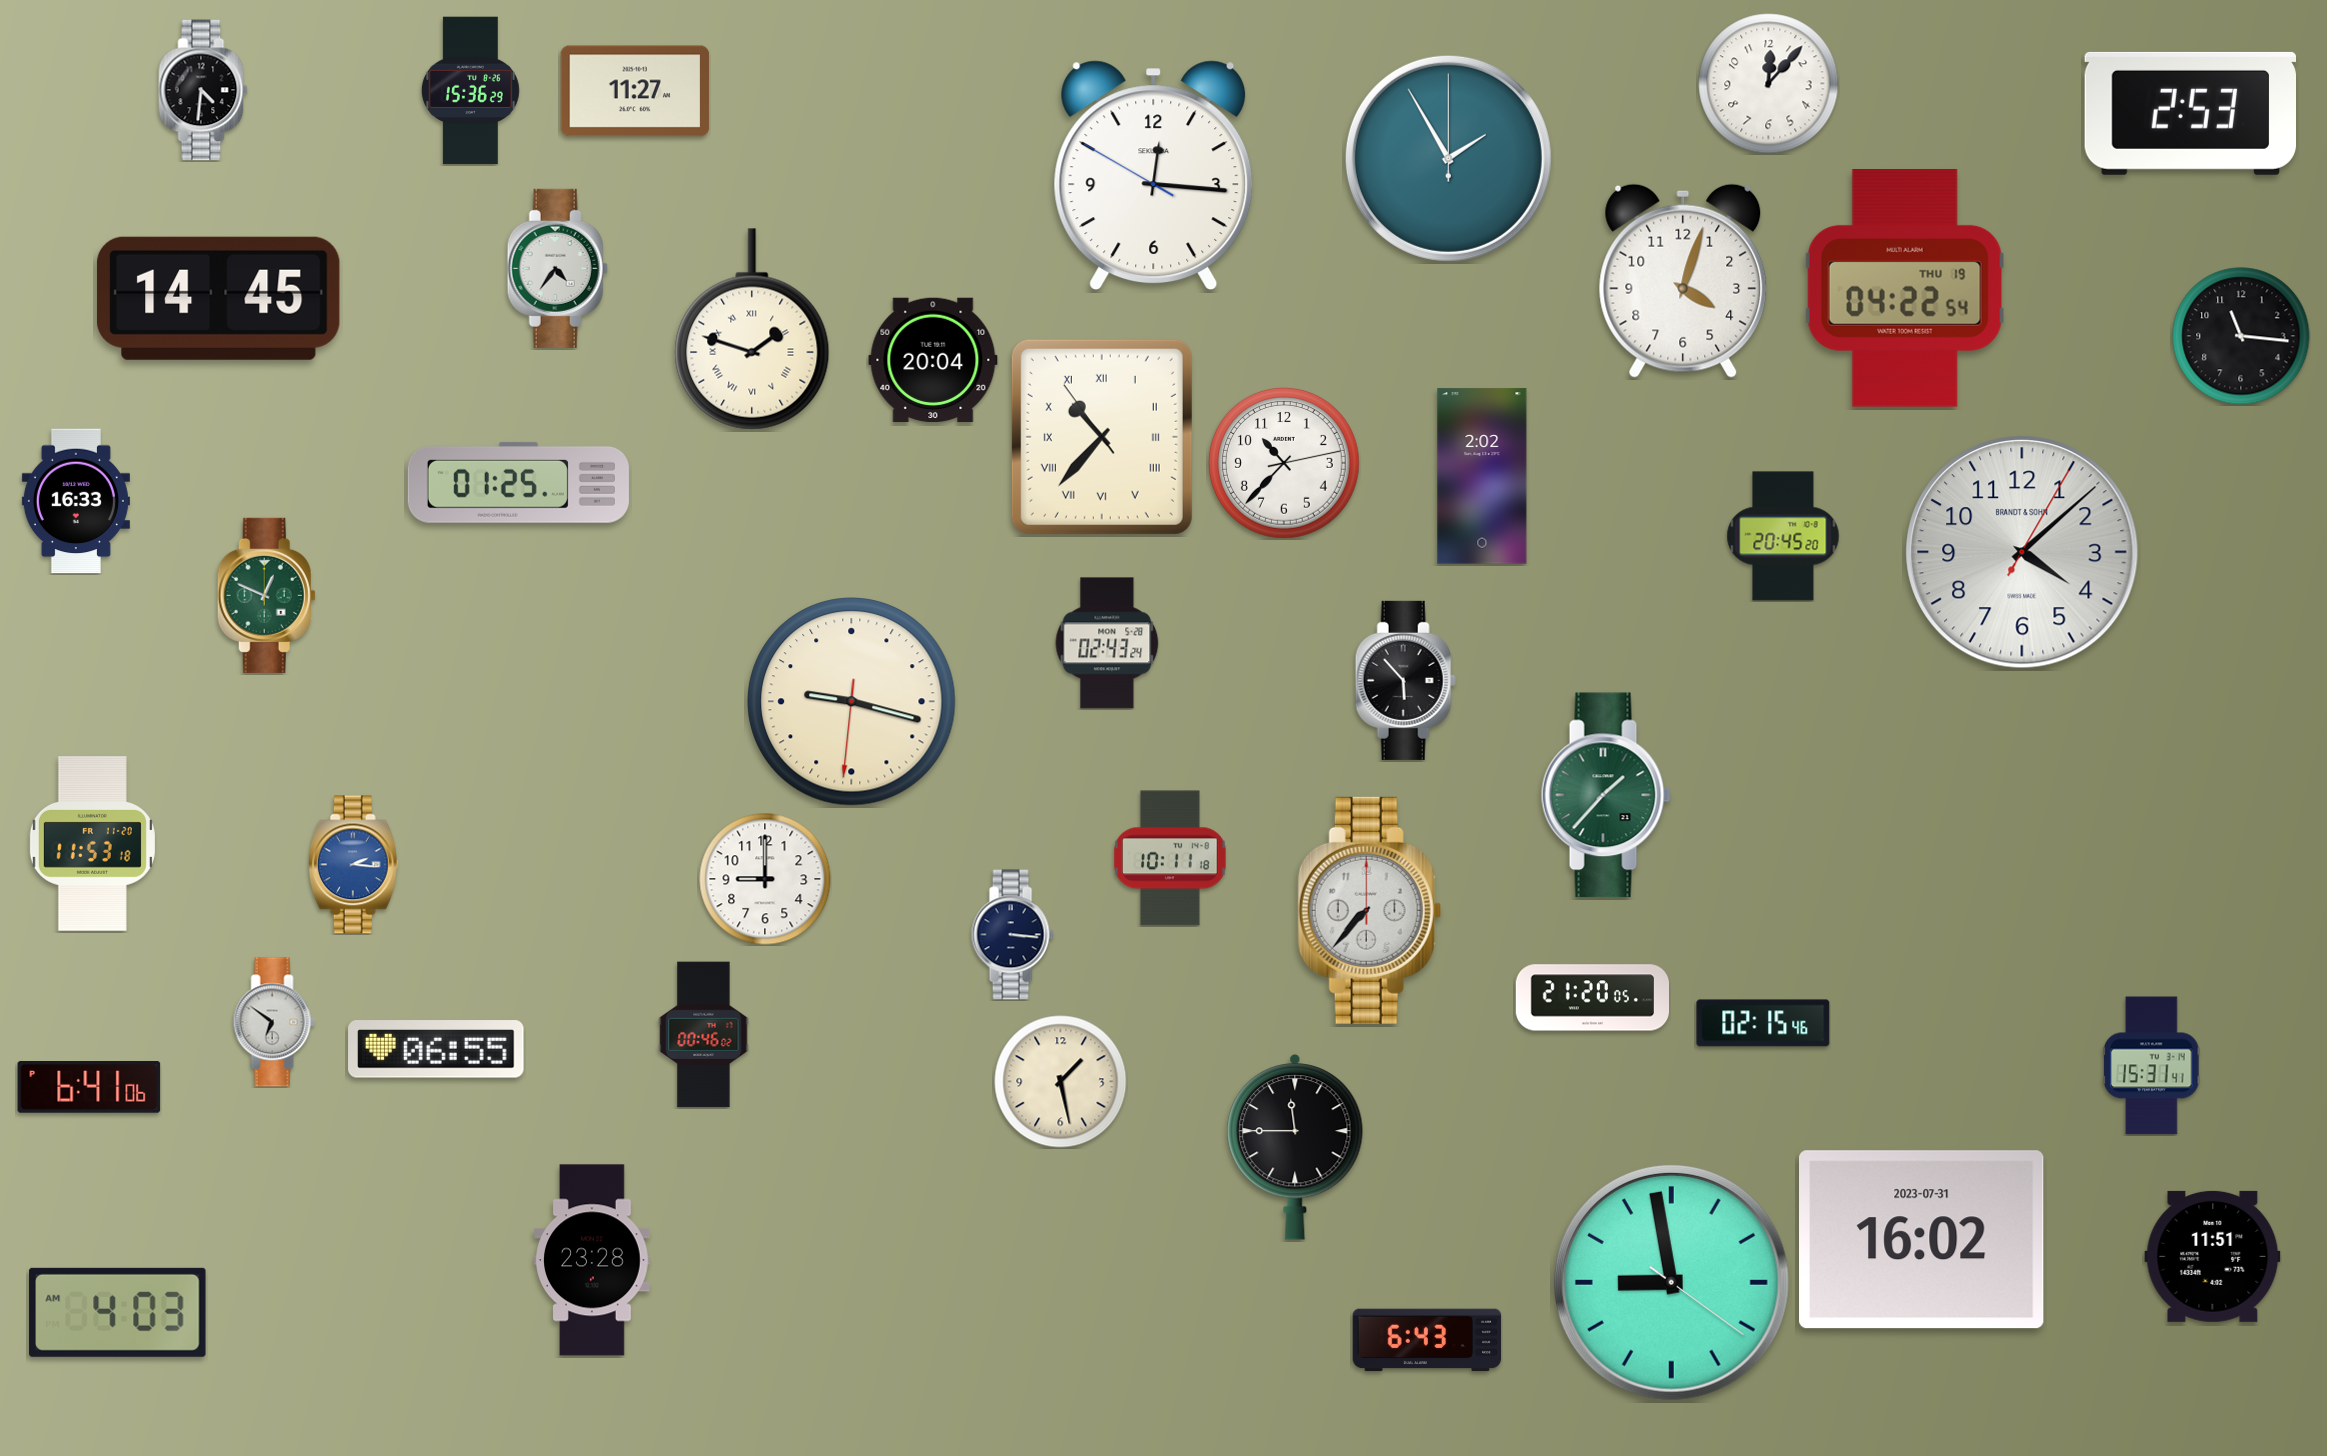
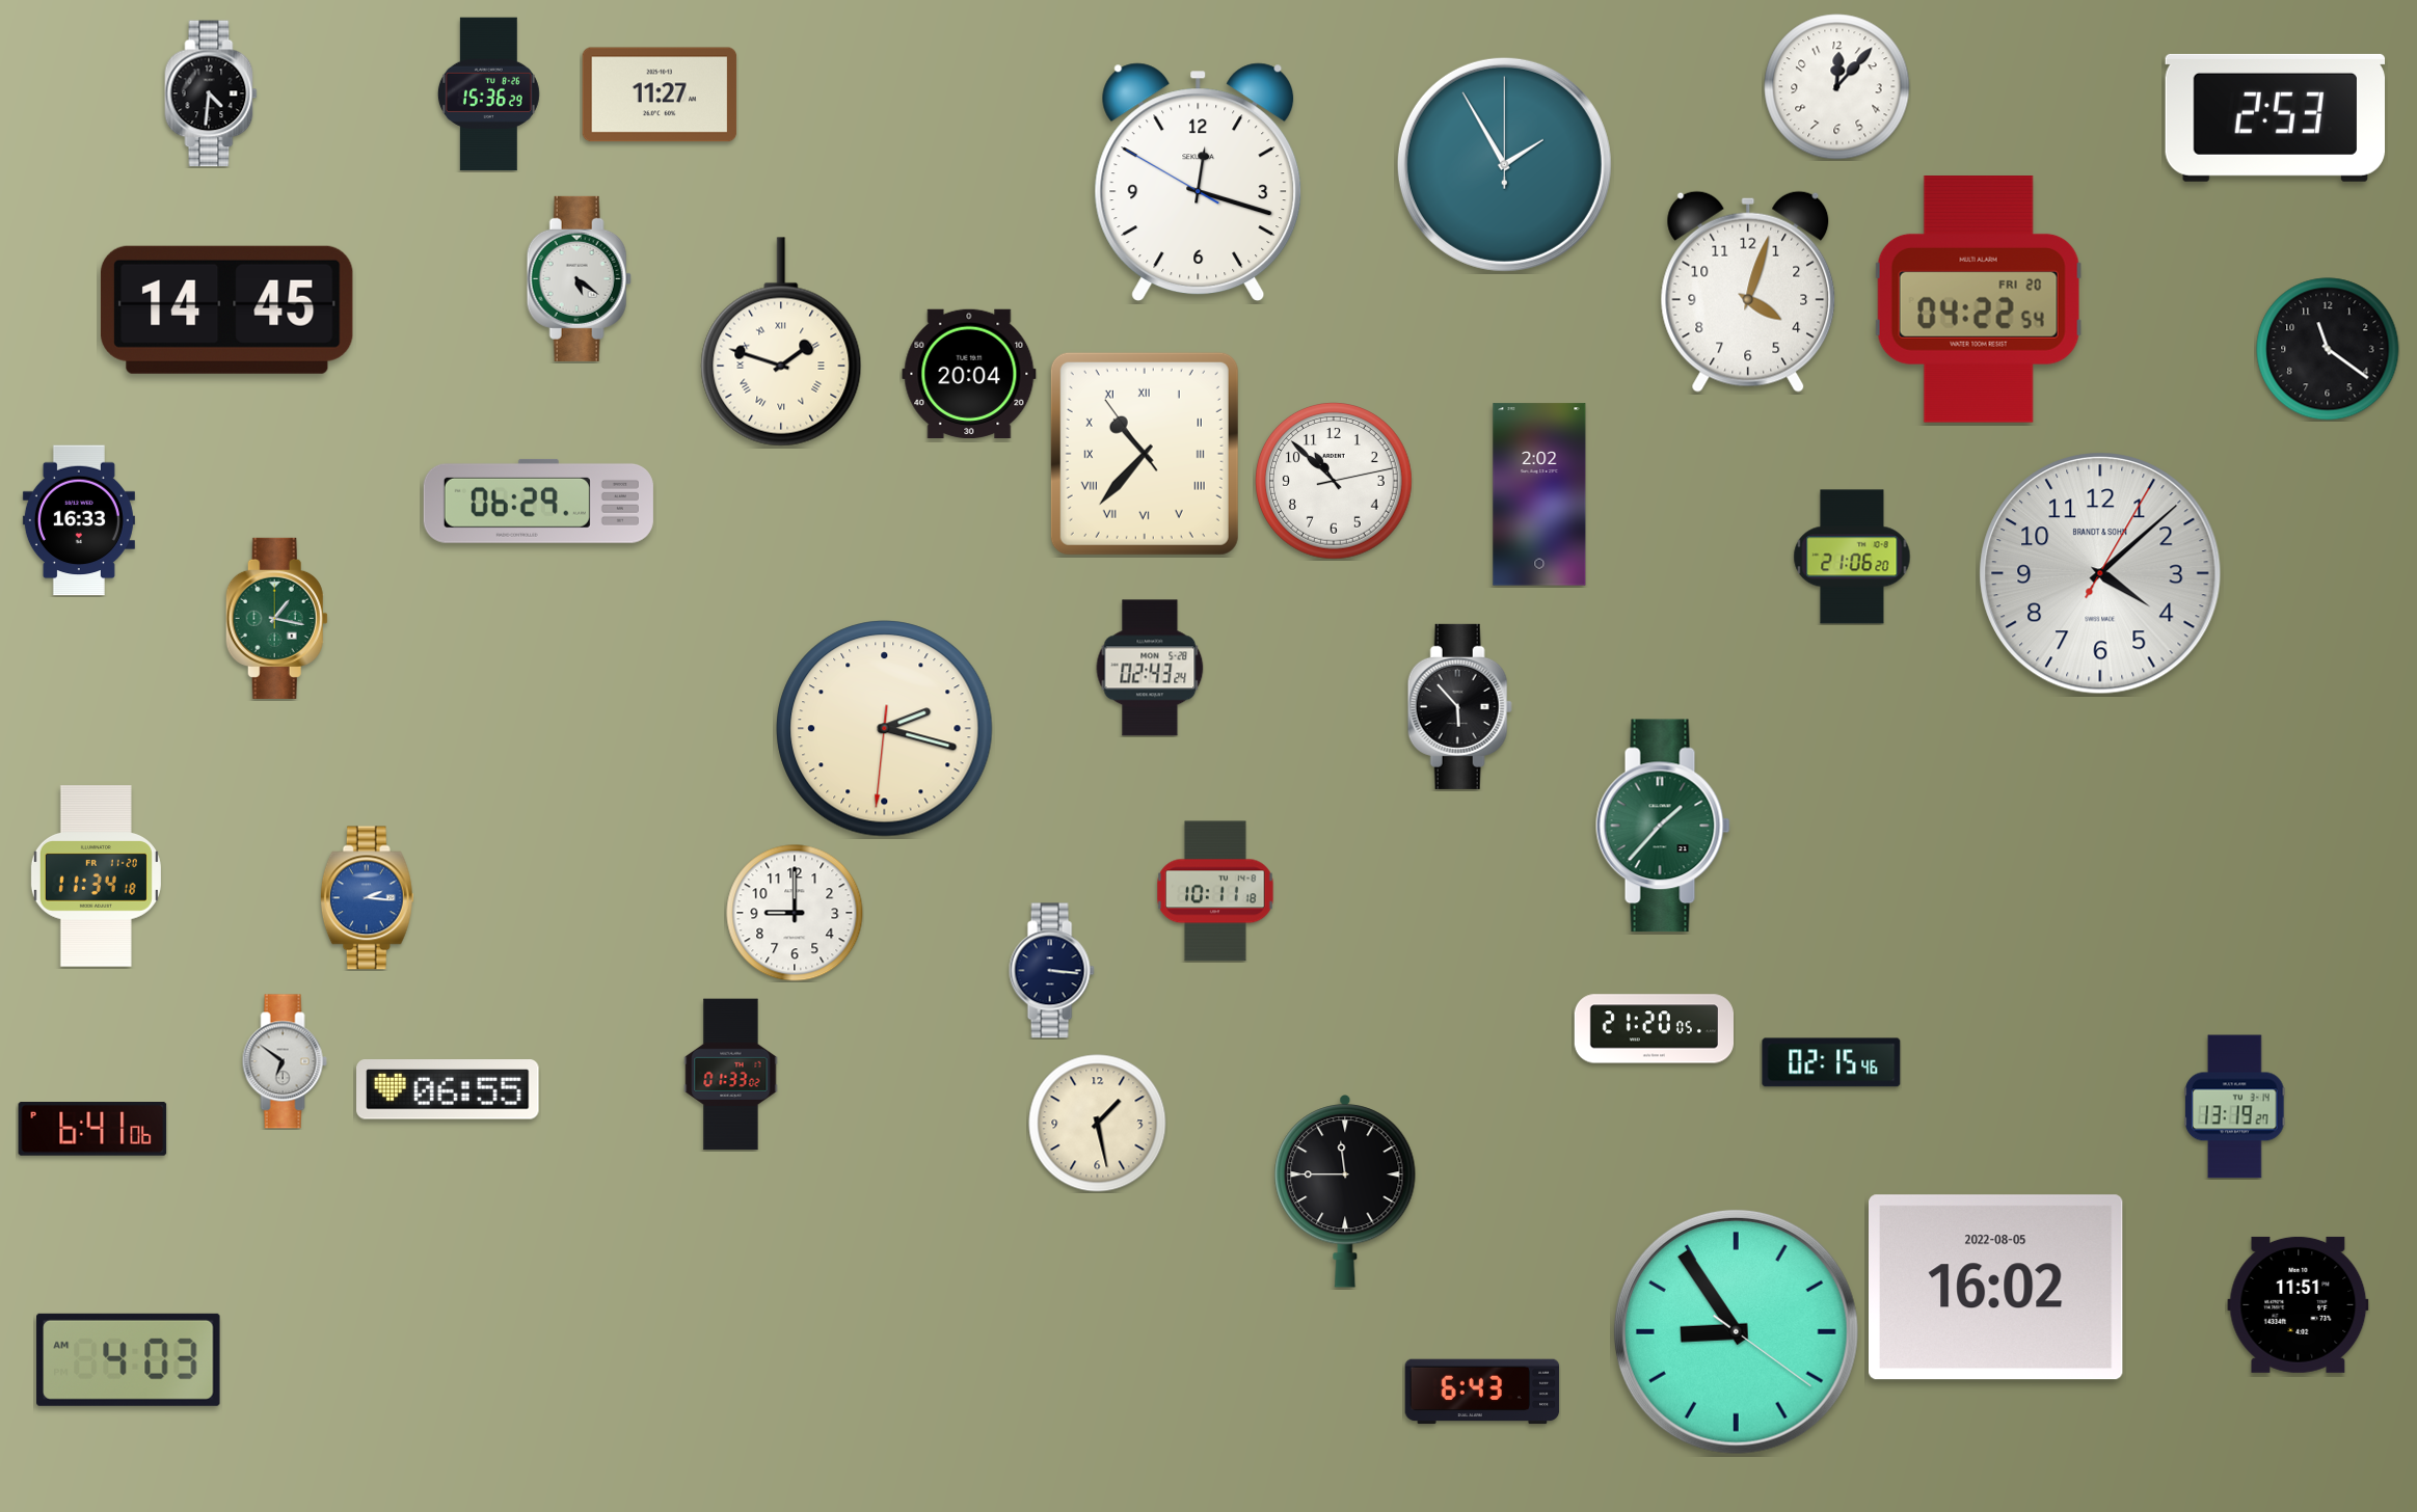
clock at (1154, 175): 12:15 -> 12:17
clock at (557, 268): 4:36 -> 5:21
clock at (1905, 289) date: THU 19 -> FRI 20
clock at (2241, 336): 11:16 -> 11:21
clock at (1285, 464): 10:37 -> 10:52
clock at (518, 482): 01:25 -> 06:29
clock at (1783, 536): 20:45 -> 21:06
clock at (266, 595): 12:49 -> 1:17
clock at (852, 702): 9:17 -> 2:17
clock at (1606, 795) position: (1606, 795) -> (1663, 826)
clock at (92, 844): 11:53 -> 11:34
clock at (1369, 910): 7:37 -> none
clock at (1592, 998) position: (1592, 998) -> (1654, 1029)
clock at (704, 1035): 00:46 -> 01:33
clock at (436, 1049) position: (436, 1049) -> (448, 1089)
clock at (2152, 1066): 15:31 -> 13:19
clock at (1061, 1082) position: (1061, 1082) -> (1098, 1124)
clock at (1922, 1240) date: 2023-07-31 -> 2022-08-05
clock at (592, 1260): 23:28 -> none
clock at (1671, 1282): 8:58 -> 8:54
clock at (118, 1312) position: (118, 1312) -> (129, 1359)
